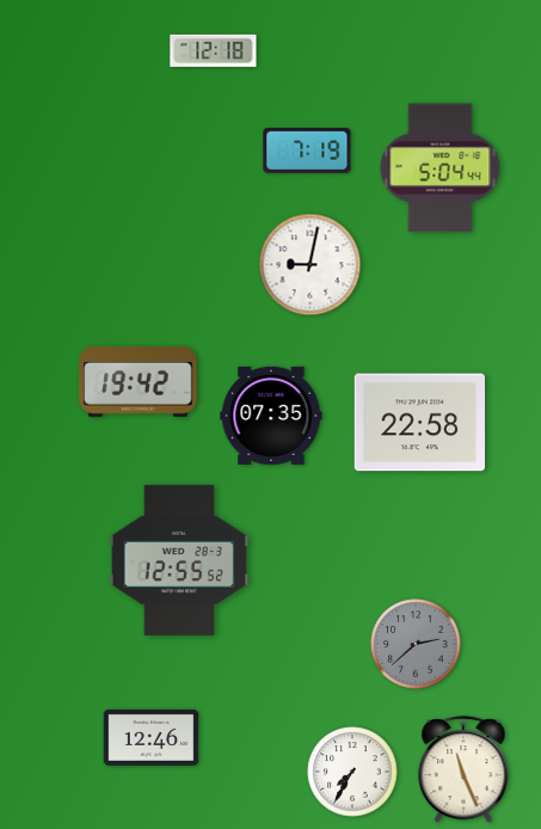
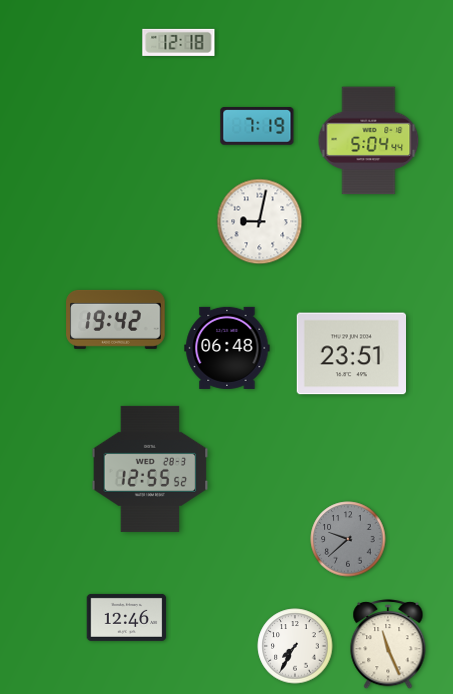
clock at (271, 416): 07:35 -> 06:48
clock at (419, 423): 22:58 -> 23:51
clock at (416, 644): 2:38 -> 9:38
